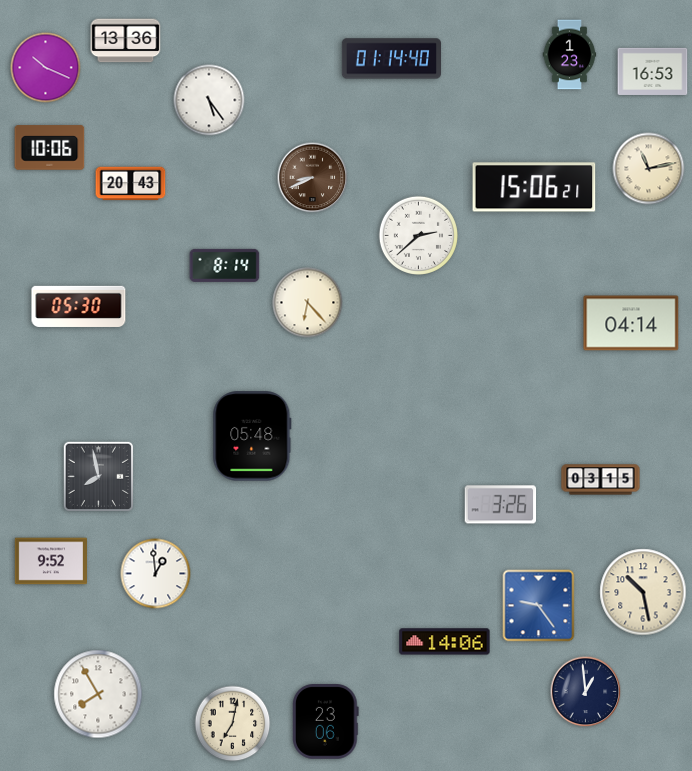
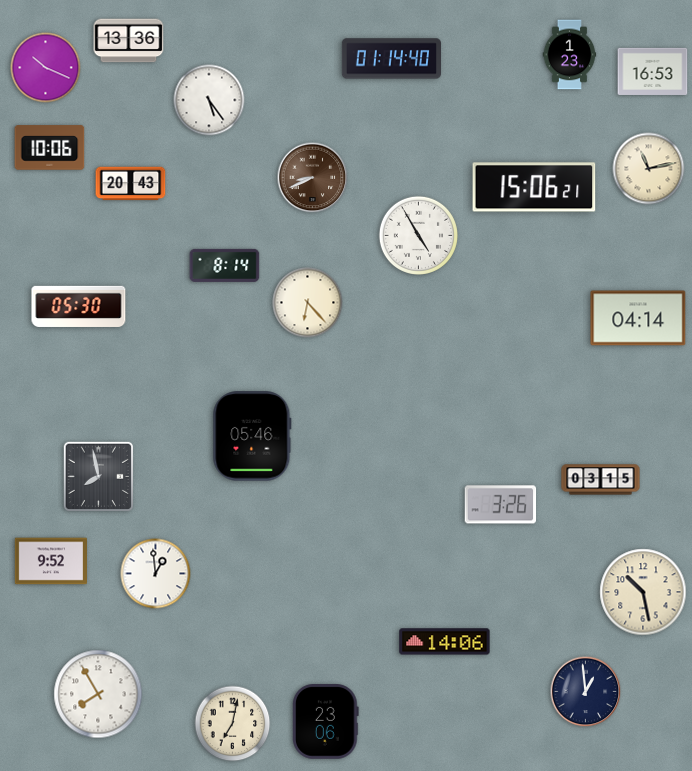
clock at (126, 41) position: (126, 41) -> (129, 41)
clock at (418, 235): 2:38 -> 4:55
clock at (631, 323) position: (631, 323) -> (638, 318)
clock at (252, 436): 05:48 -> 05:46
clock at (539, 606): 9:24 -> none
